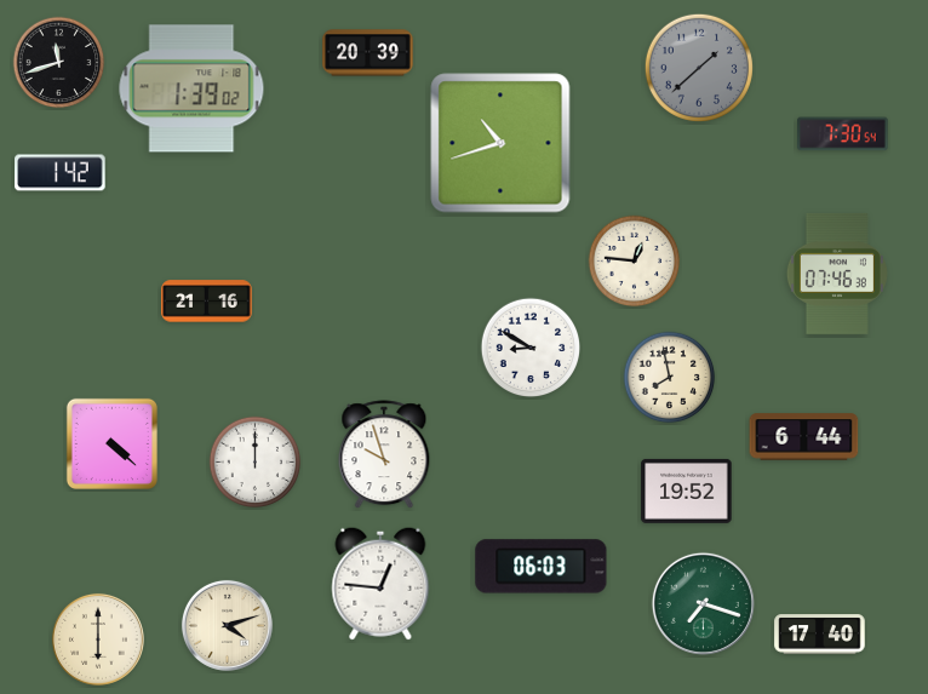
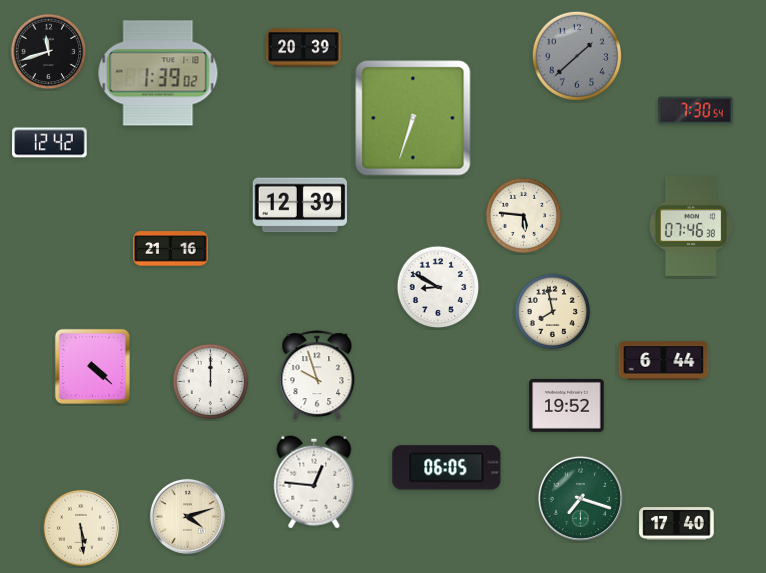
clock at (368, 53) position: (368, 53) -> (304, 48)
clock at (500, 143): 10:42 -> 6:33
clock at (61, 173): 1:42 -> 12:42
clock at (299, 205): none -> 12:39
clock at (635, 262): 12:46 -> 5:46
clock at (542, 567): 06:03 -> 06:05
clock at (98, 639): 6:00 -> 5:29
